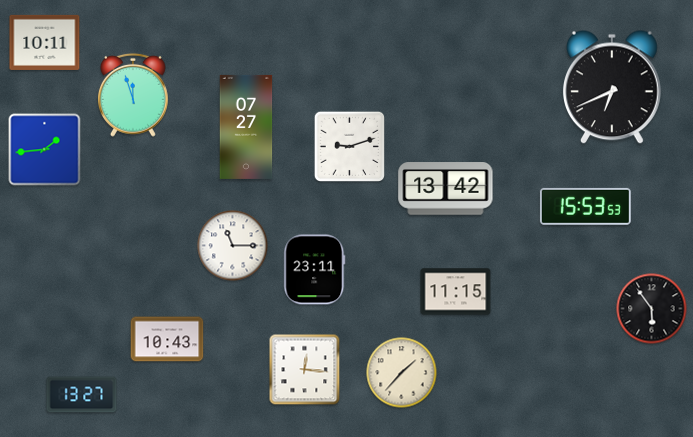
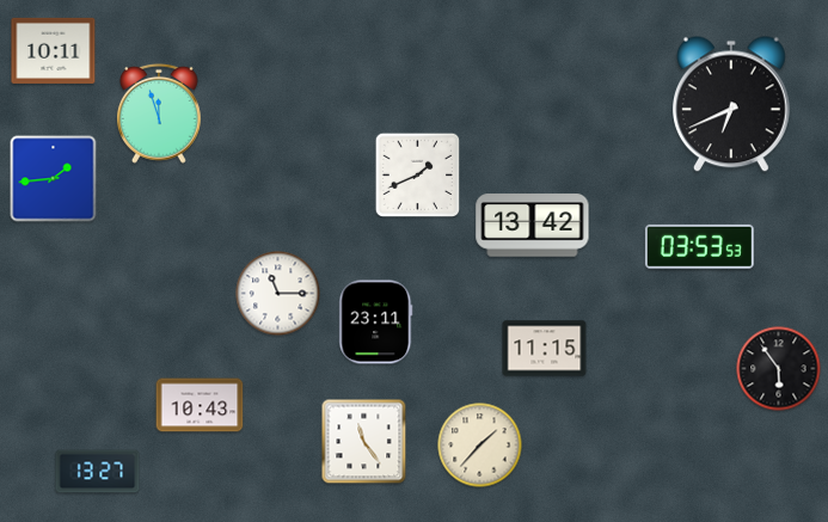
clock at (246, 127): 07:27 -> none
clock at (349, 146): 9:12 -> 1:41
clock at (585, 206): 15:53 -> 03:53
clock at (305, 370): 12:16 -> 11:24
